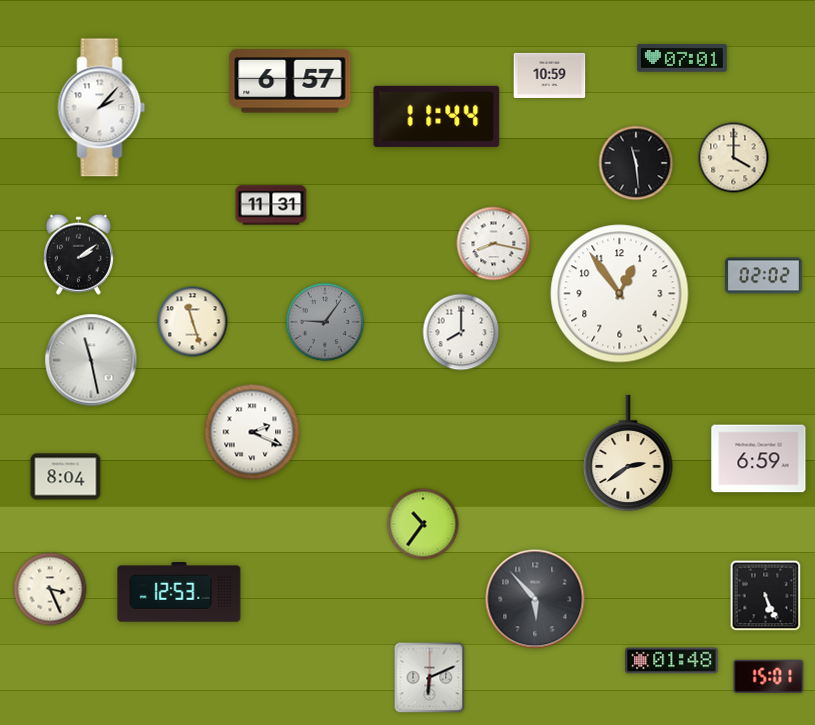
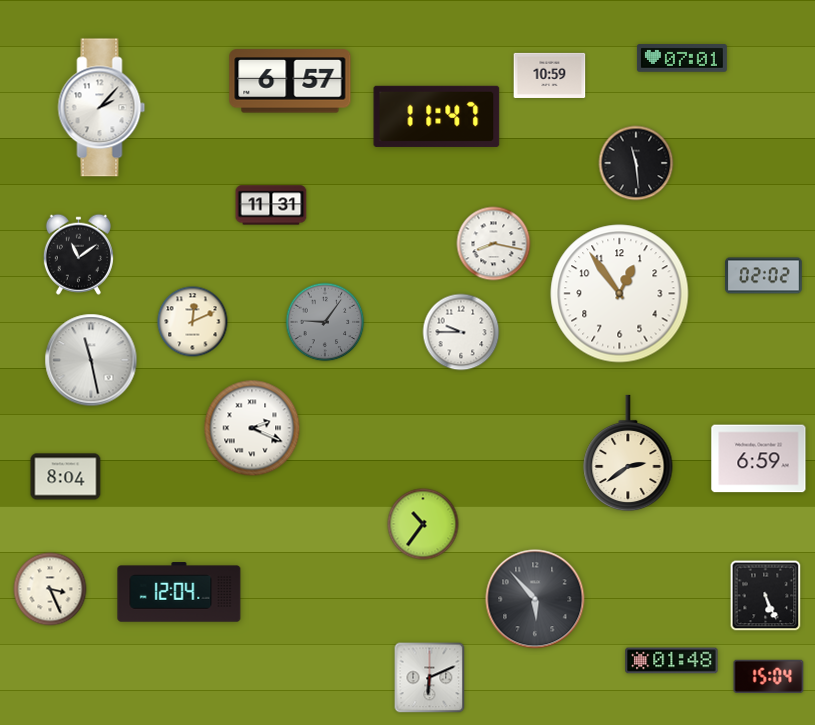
clock at (437, 116): 11:44 -> 11:47
clock at (734, 158): 4:00 -> none
clock at (78, 254): 2:09 -> 11:09
clock at (193, 322): 11:27 -> 12:11
clock at (461, 332): 8:00 -> 9:45
clock at (252, 432) position: (252, 432) -> (252, 428)
clock at (179, 592): 12:53 -> 12:04
clock at (769, 676): 15:01 -> 15:04
